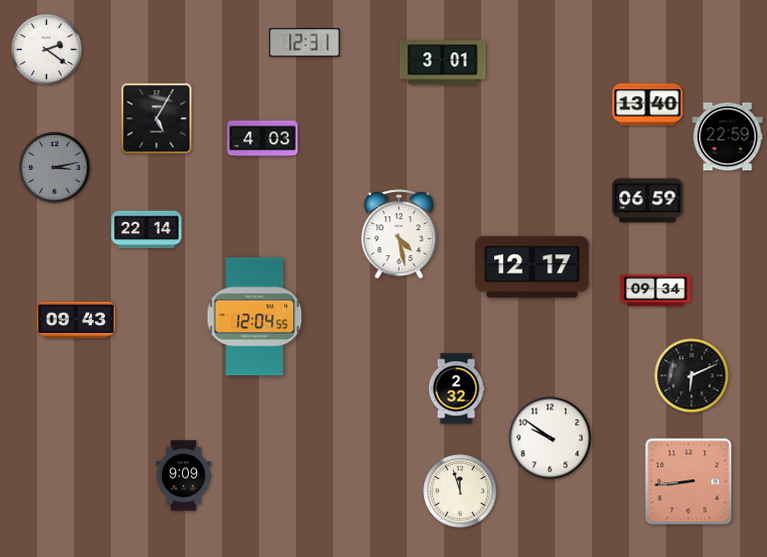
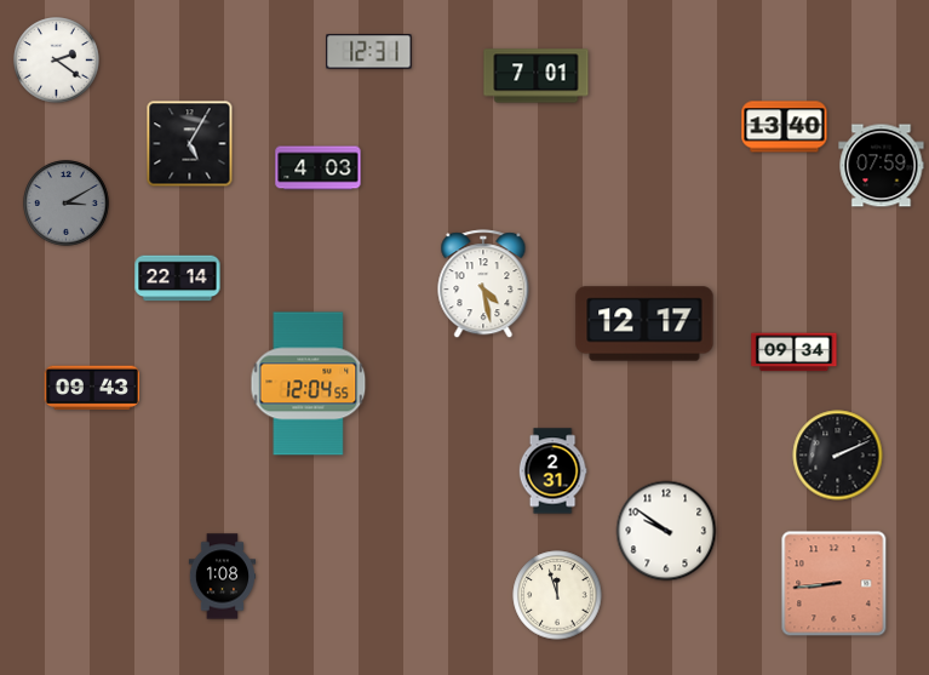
clock at (443, 63): 3:01 -> 7:01
clock at (728, 137): 22:59 -> 07:59
clock at (55, 168): 3:13 -> 3:10
clock at (648, 201): 06:59 -> none
clock at (692, 376): 6:11 -> 2:11
clock at (456, 389): 2:32 -> 2:31
clock at (184, 476): 9:09 -> 1:08
